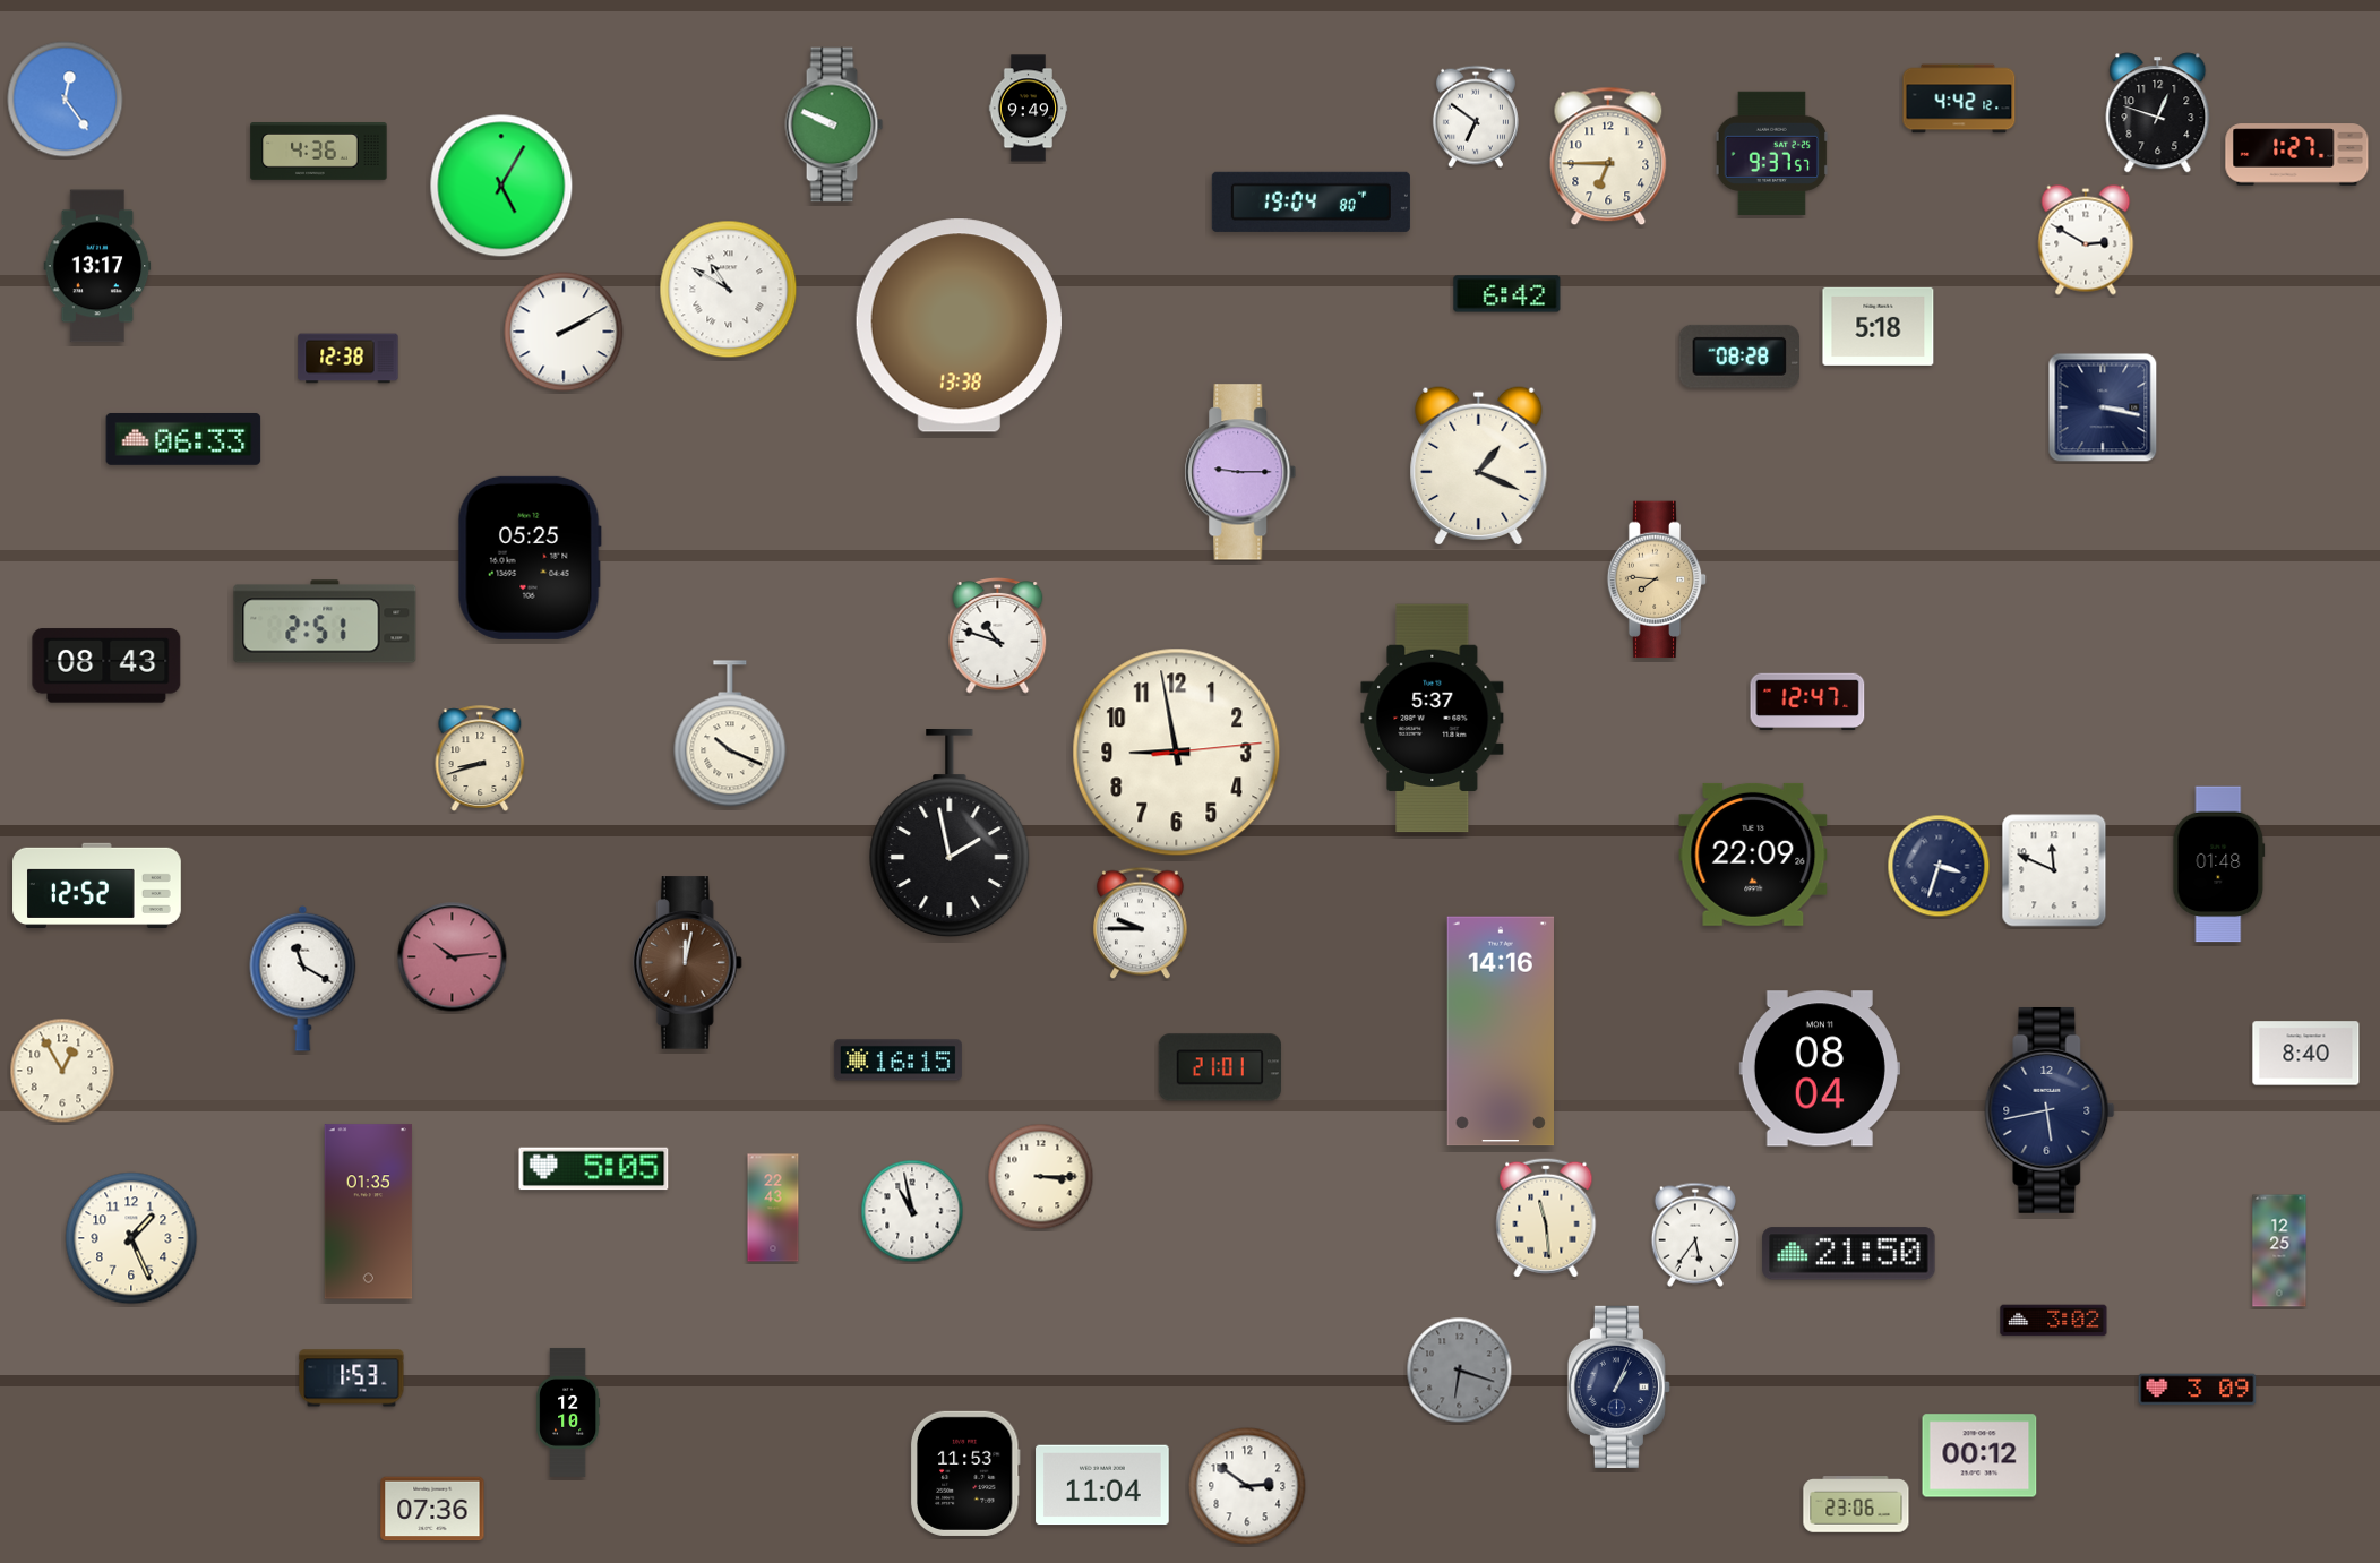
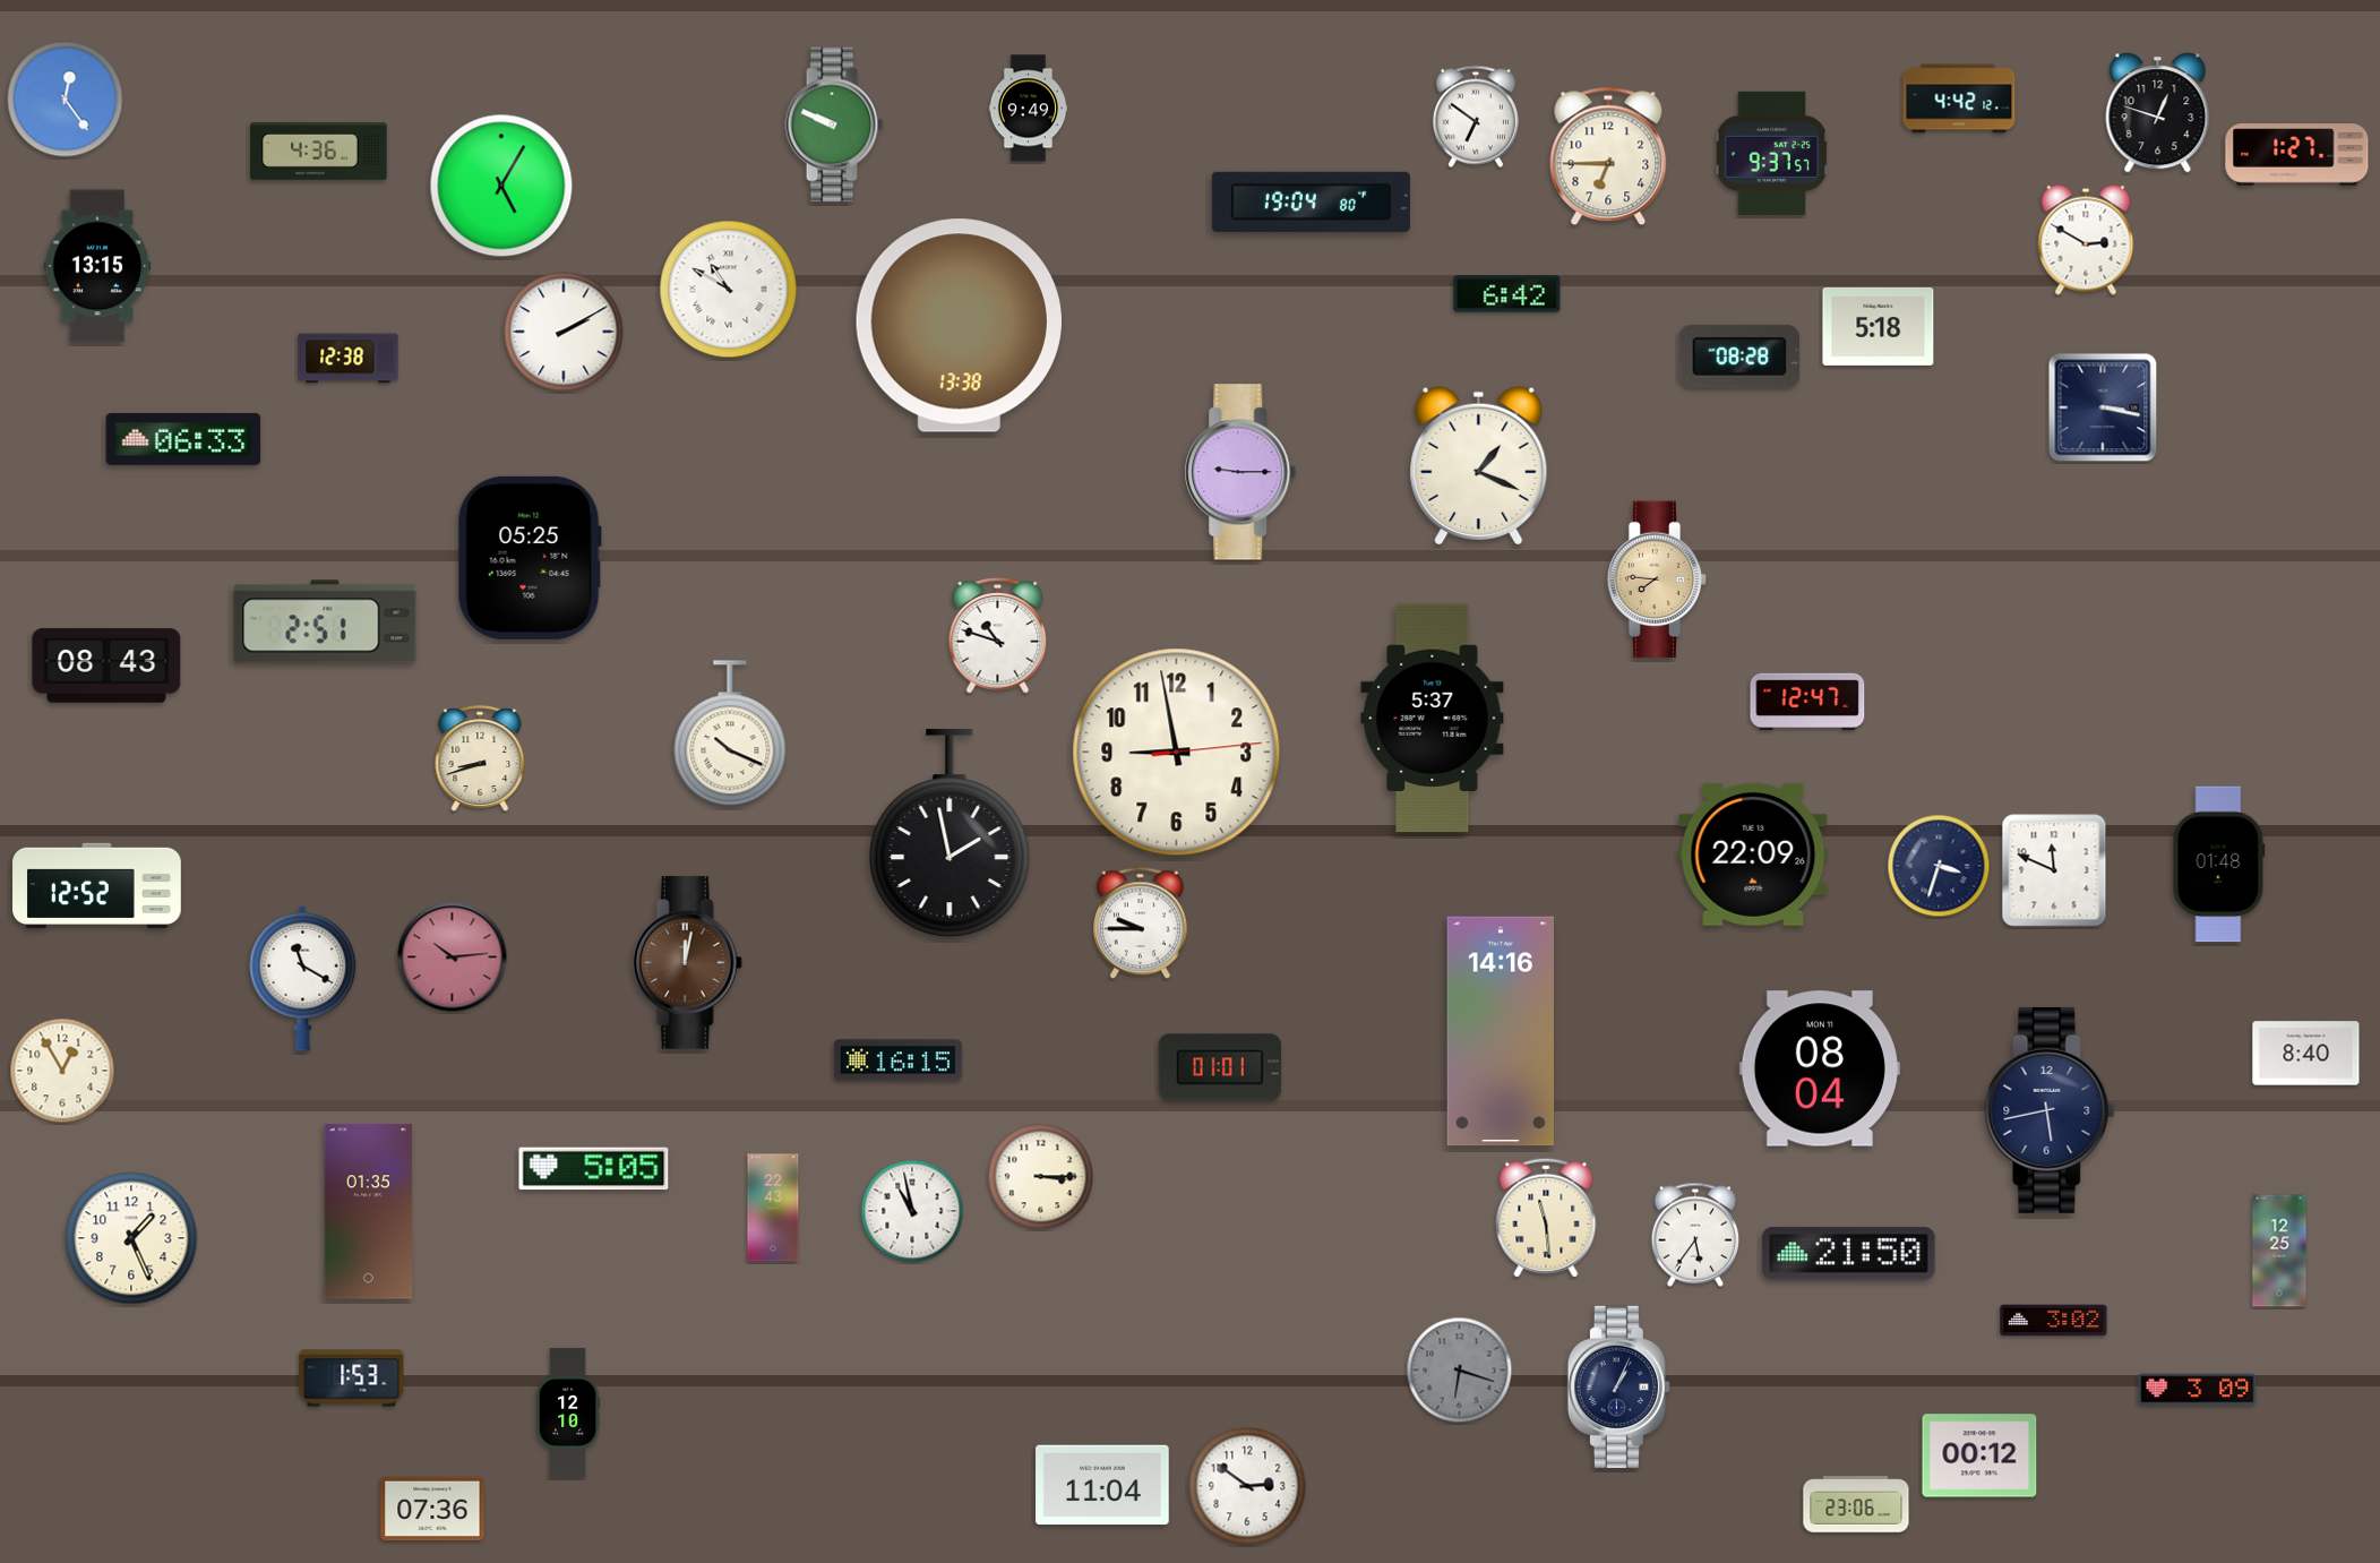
clock at (97, 266): 13:17 -> 13:15
clock at (1219, 1067): 21:01 -> 01:01
clock at (965, 1474): 11:53 -> none
